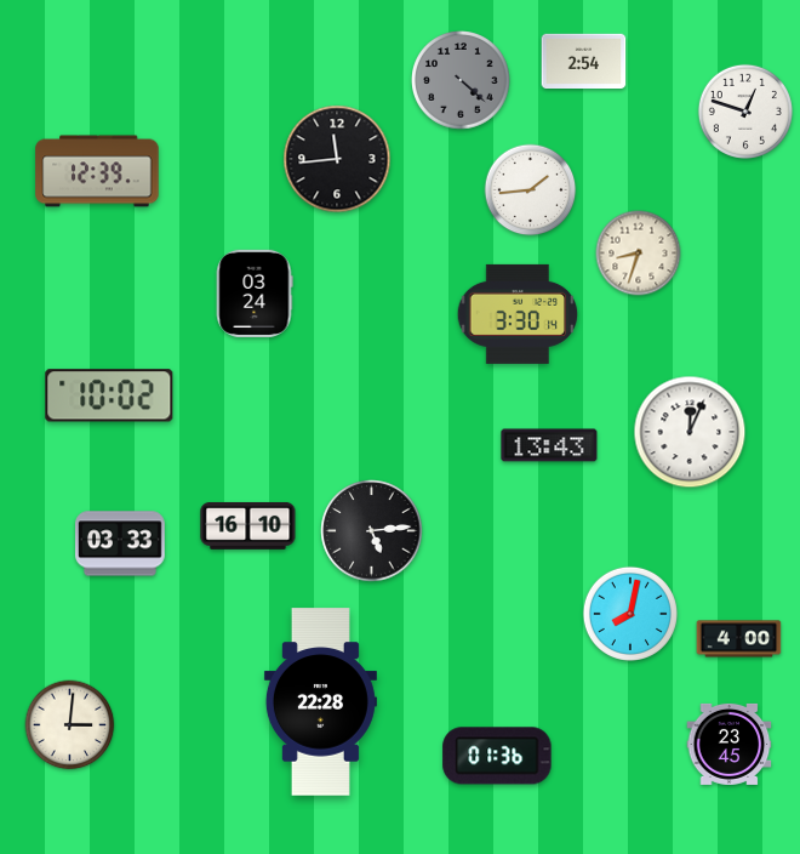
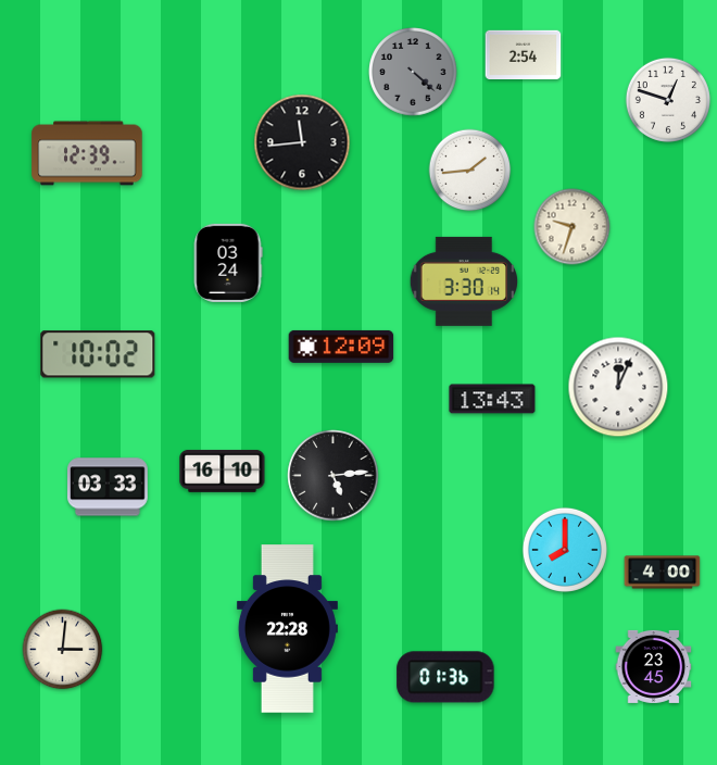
clock at (531, 190) position: (531, 190) -> (470, 171)
clock at (639, 254): 8:33 -> 9:33
clock at (341, 347): none -> 12:09
clock at (630, 614): 8:02 -> 8:00
